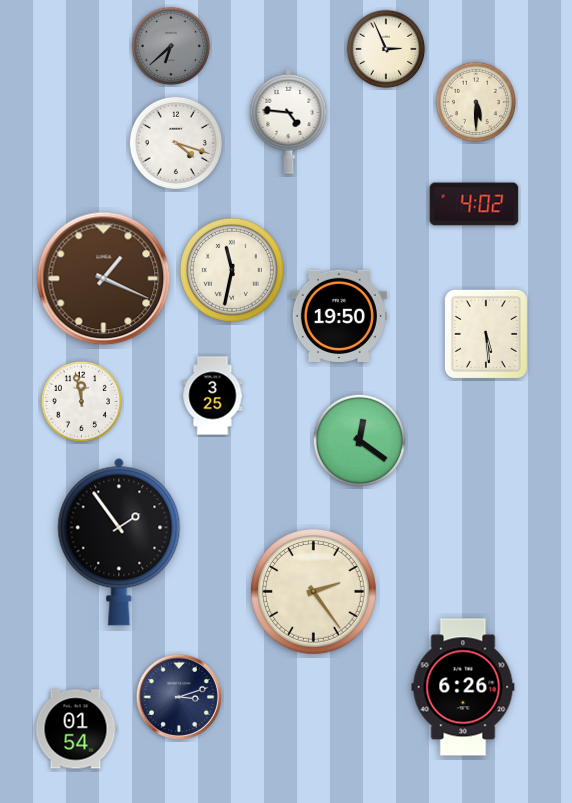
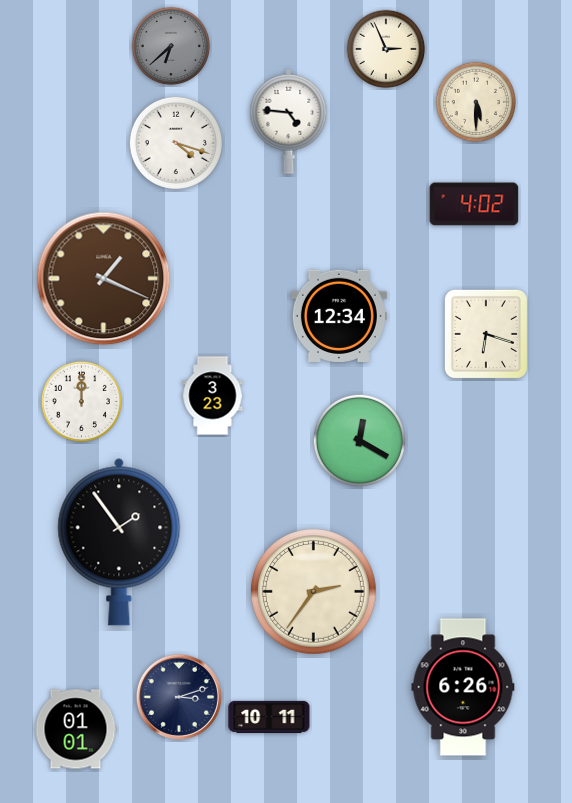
clock at (232, 270): 11:32 -> none
clock at (339, 316): 19:50 -> 12:34
clock at (486, 334): 5:29 -> 6:18
clock at (213, 396): 3:25 -> 3:23
clock at (81, 401): 11:58 -> 12:00
clock at (359, 440): 12:21 -> 12:20
clock at (314, 592): 2:24 -> 2:36
clock at (269, 717): none -> 10:11
clock at (76, 729): 01:54 -> 01:01
